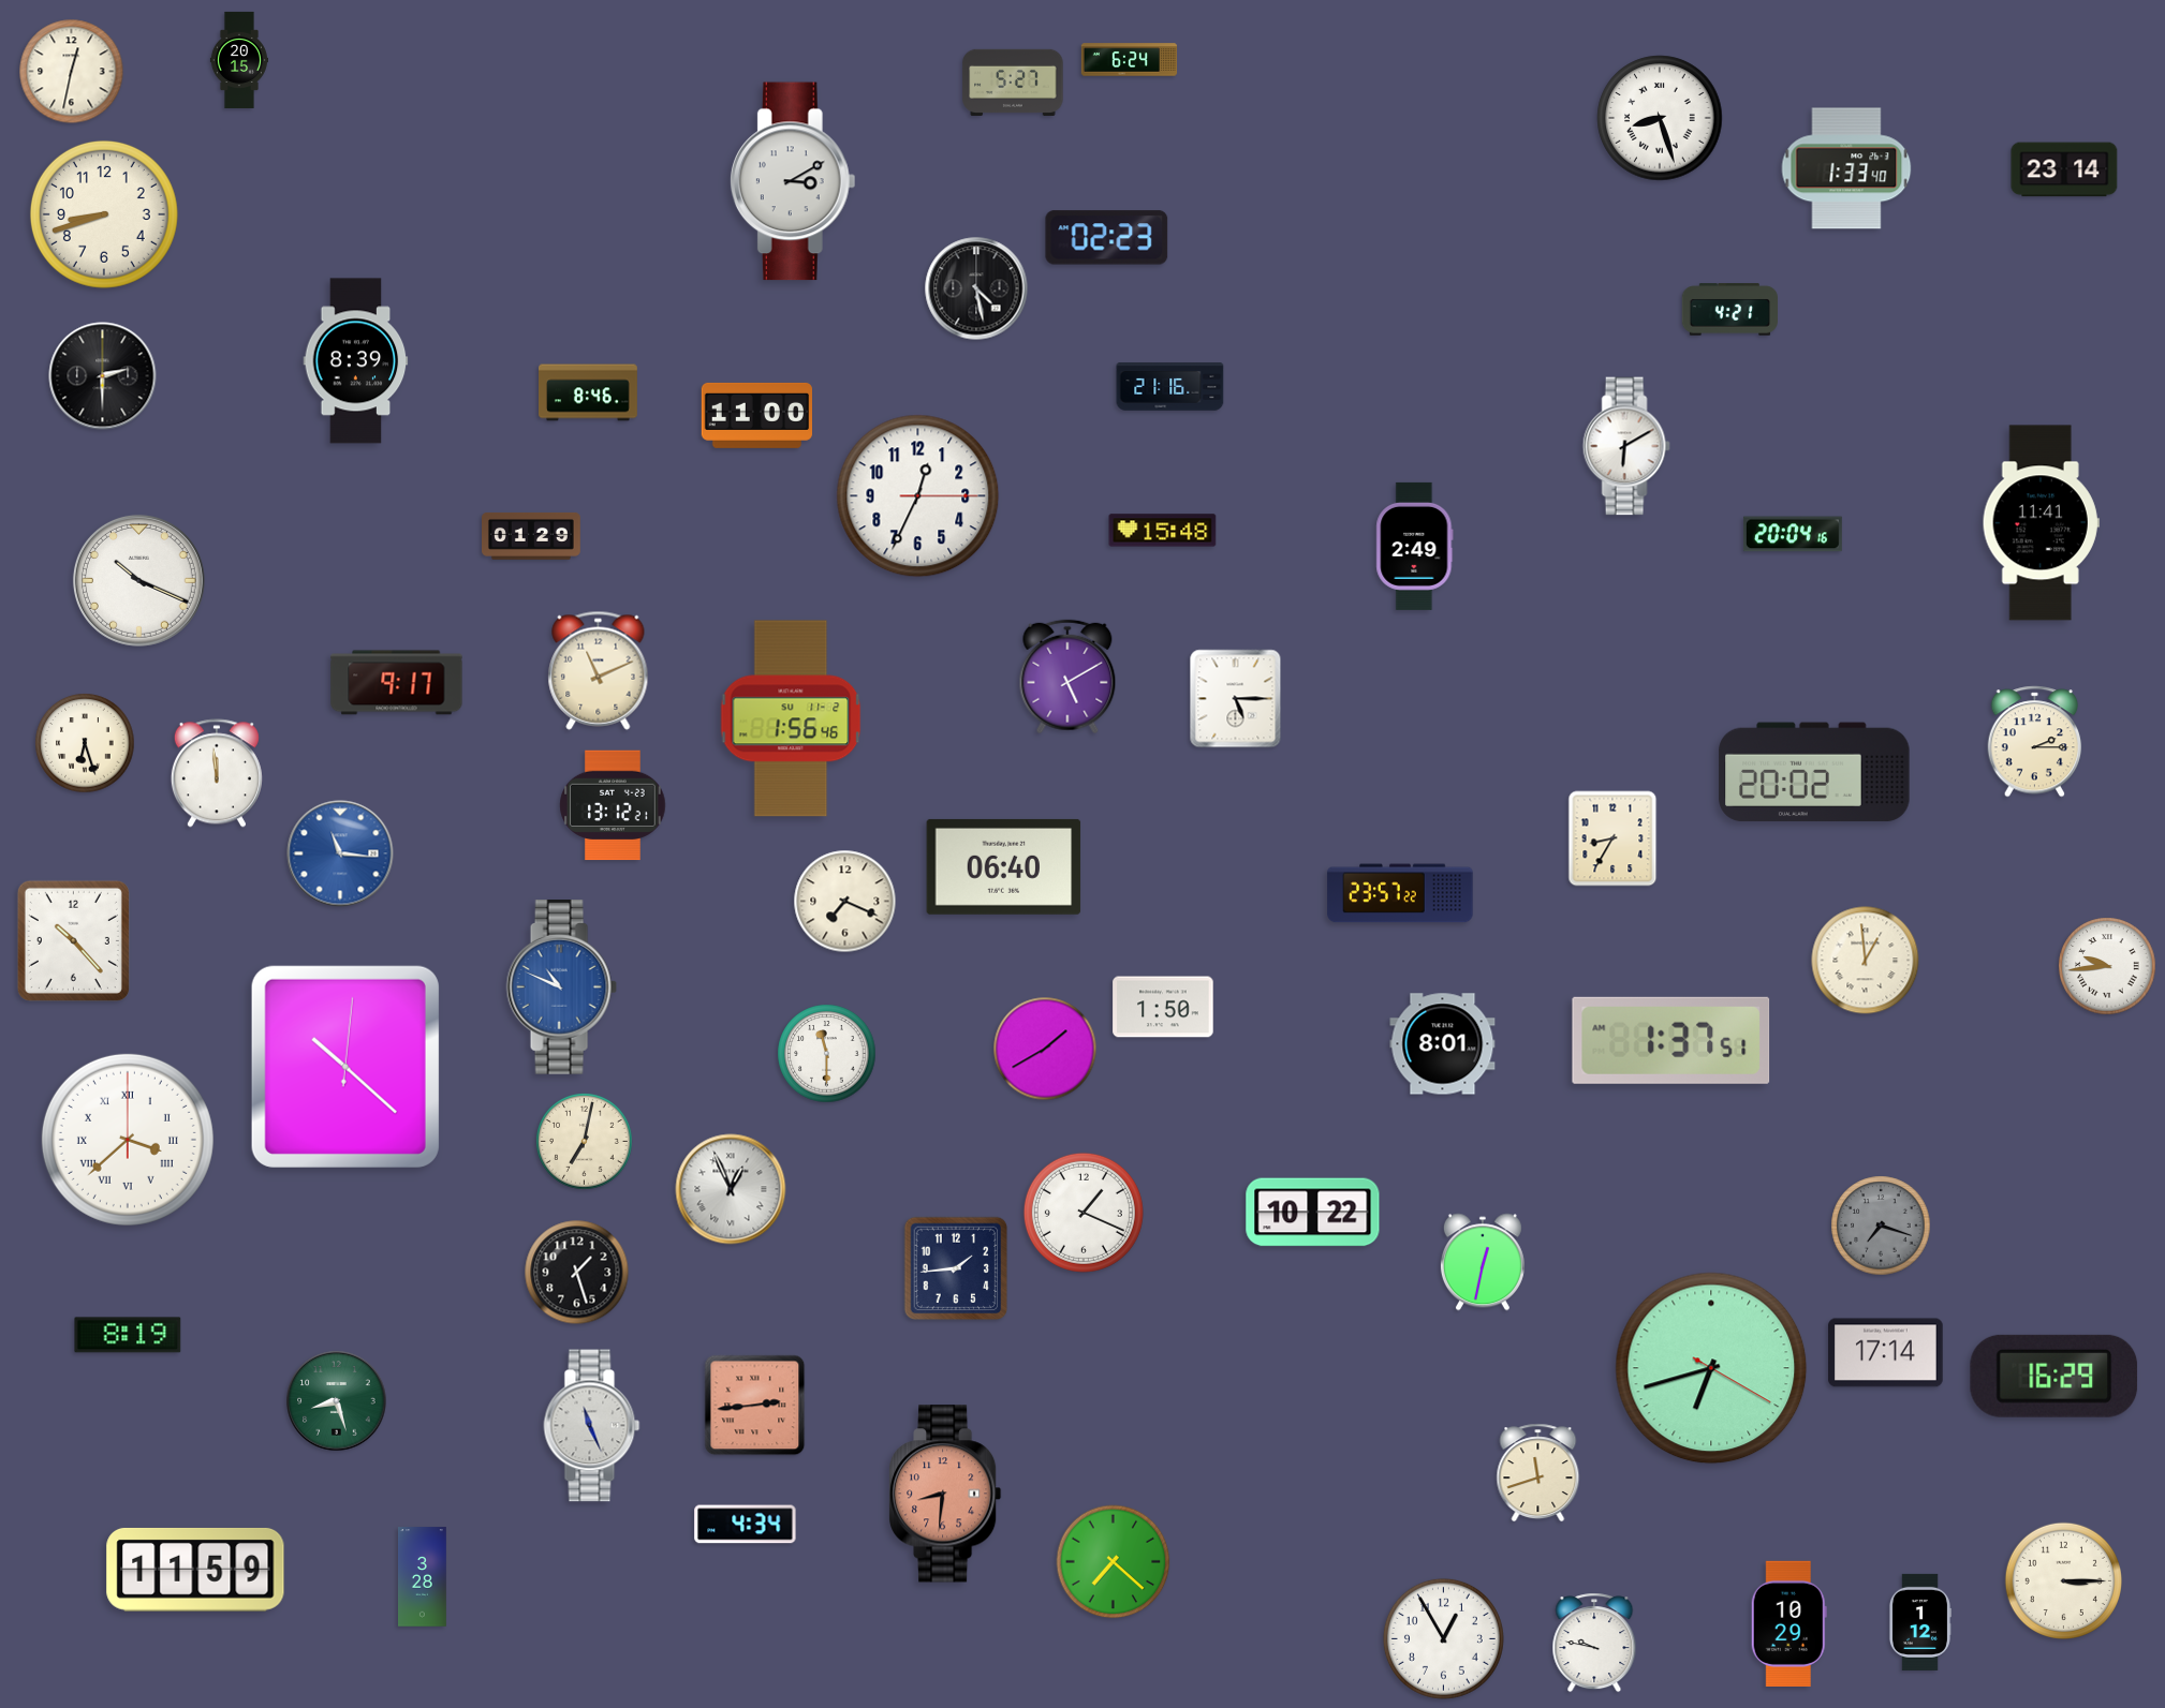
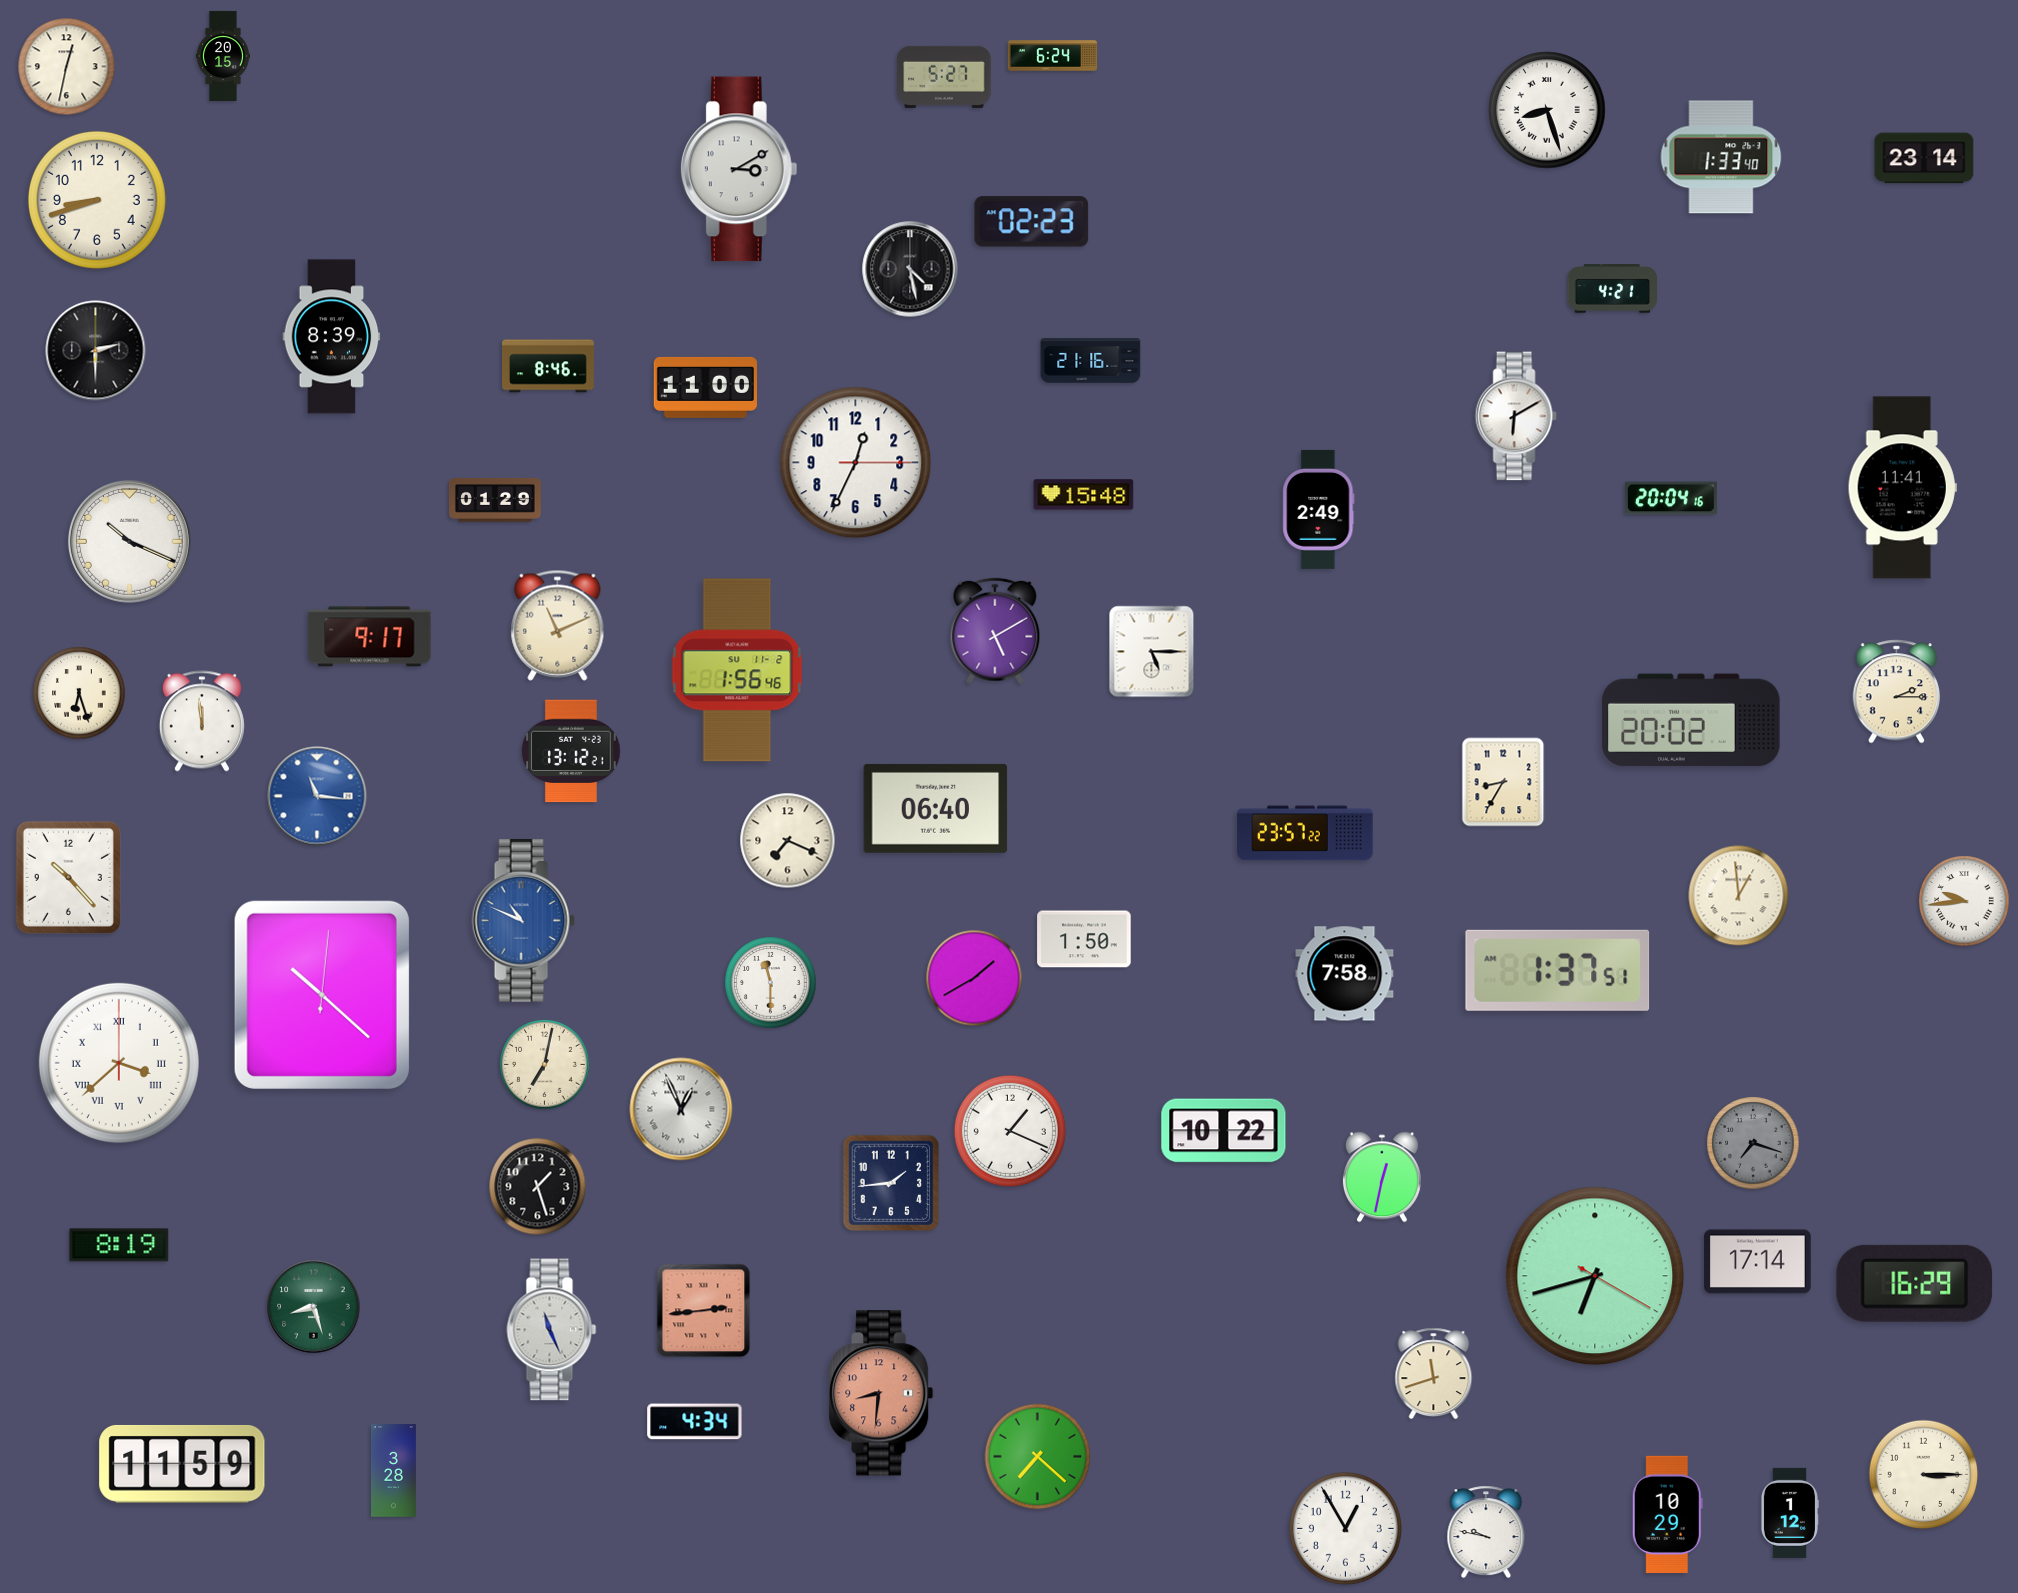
clock at (1443, 1044): 8:01 -> 7:58
